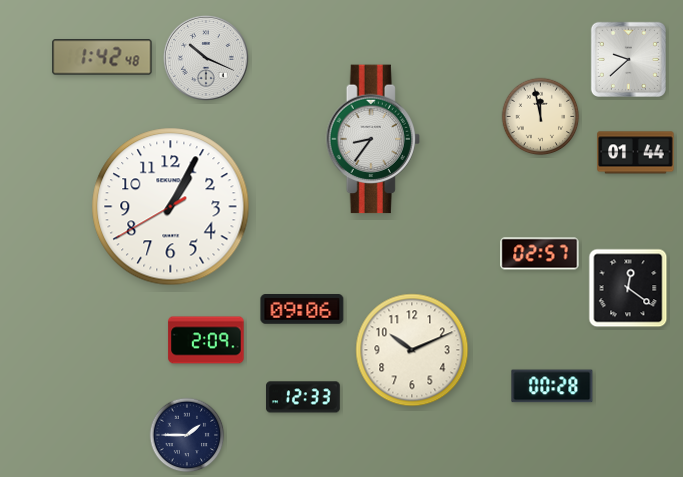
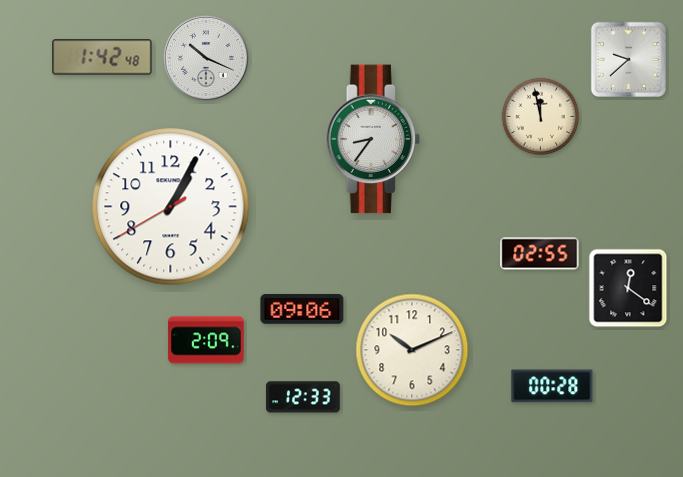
clock at (636, 153): 01:44 -> none
clock at (540, 254): 02:57 -> 02:55
clock at (187, 435): 1:45 -> none
